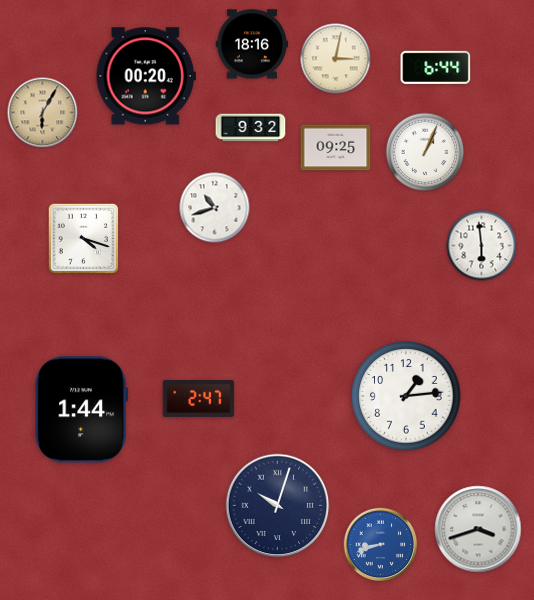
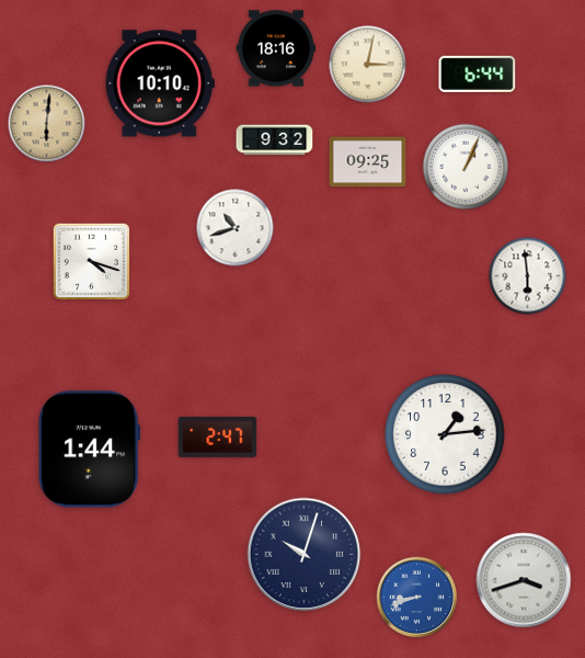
clock at (146, 76): 00:20 -> 10:10
clock at (43, 113): 6:05 -> 6:01
clock at (482, 246) position: (482, 246) -> (528, 276)
